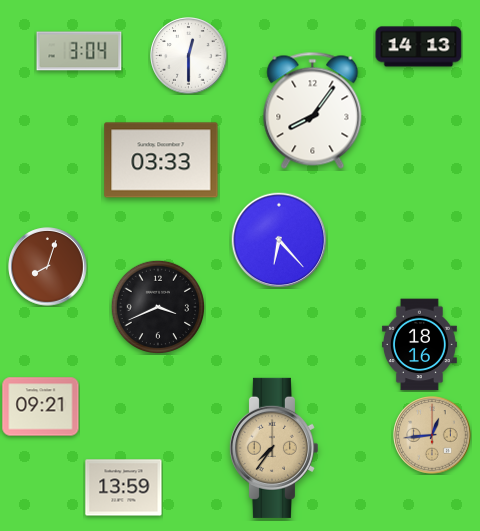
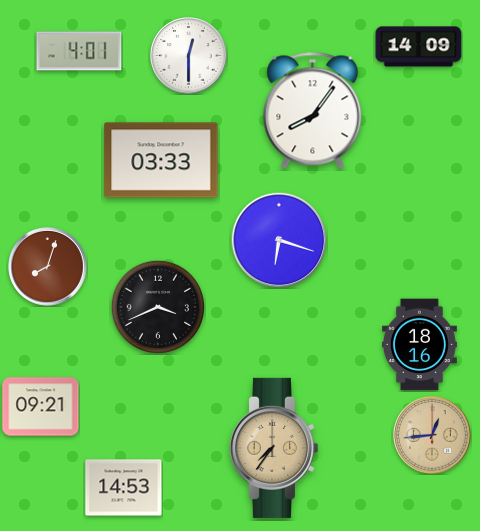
clock at (419, 47): 14:13 -> 14:09
clock at (79, 51): 3:04 -> 4:01
clock at (279, 240): 6:23 -> 6:18
clock at (124, 488): 13:59 -> 14:53
